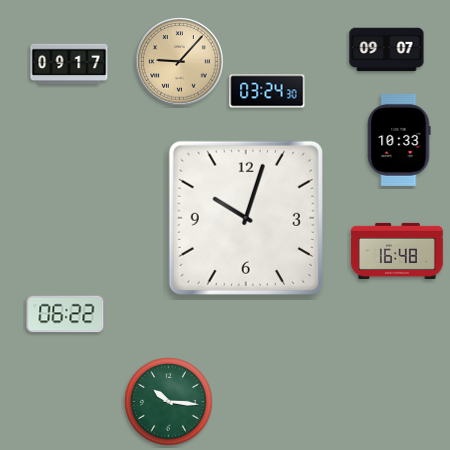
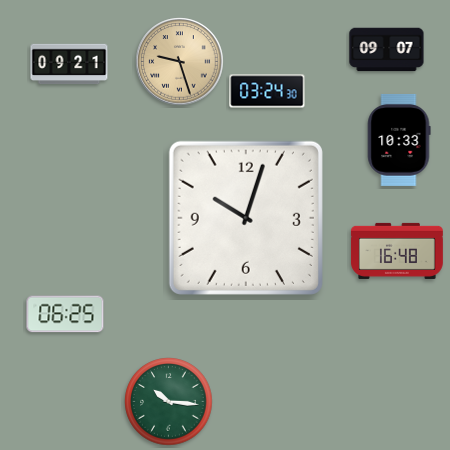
clock at (180, 62): 9:07 -> 9:27
clock at (69, 64): 09:17 -> 09:21
clock at (65, 314): 06:22 -> 06:25
